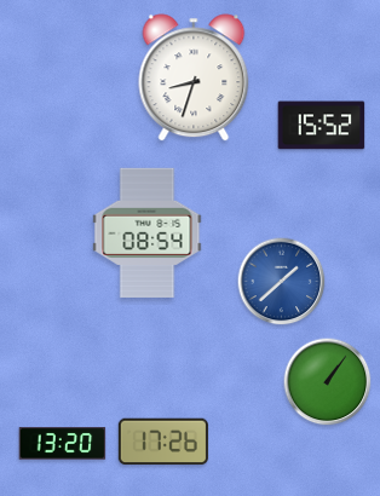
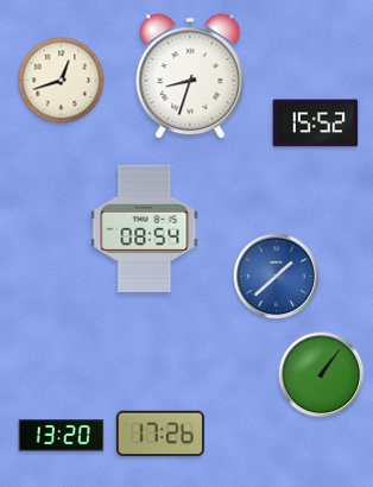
clock at (62, 81): none -> 12:42
